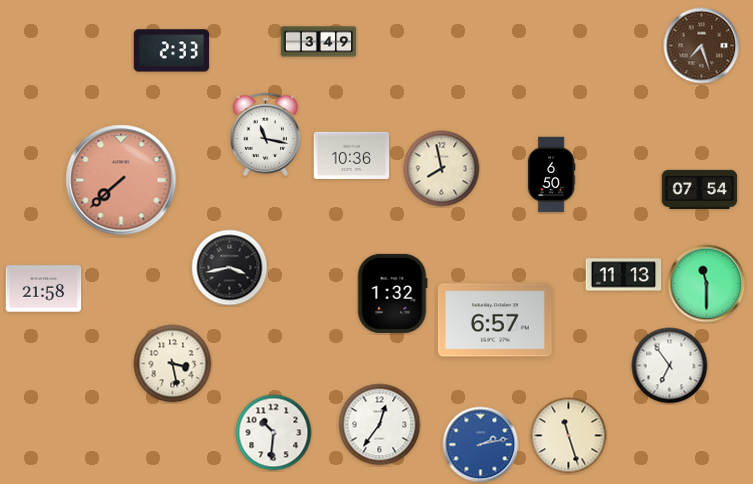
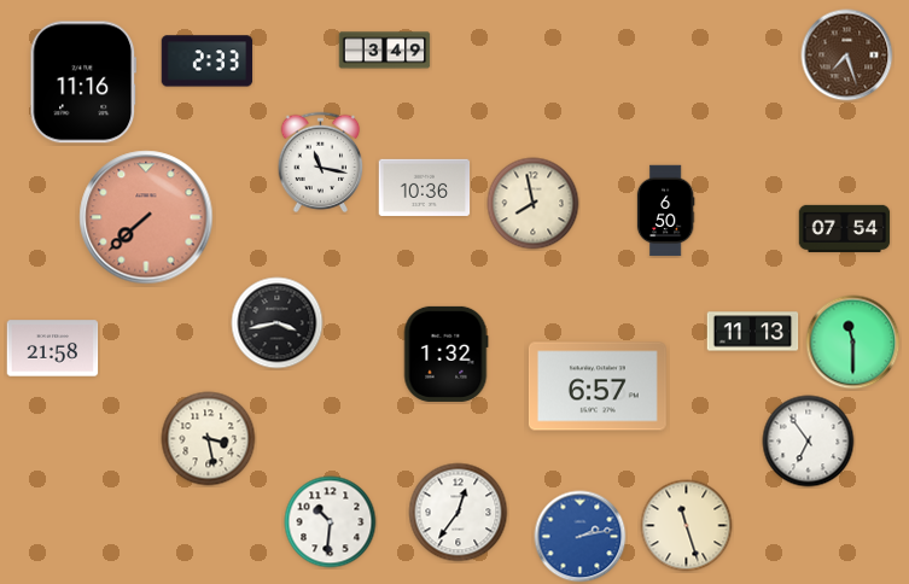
clock at (82, 82): none -> 11:16
clock at (392, 293) position: (392, 293) -> (445, 354)
